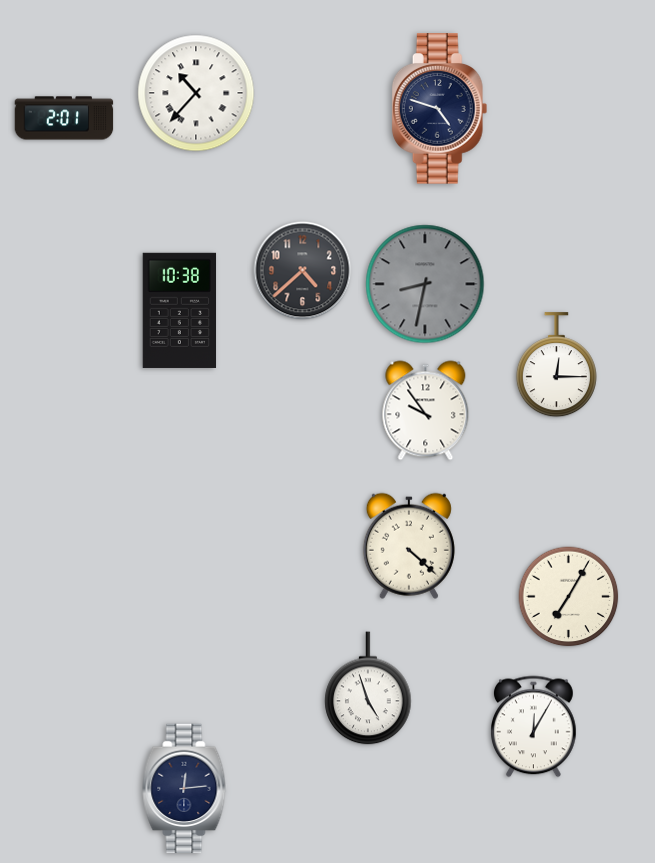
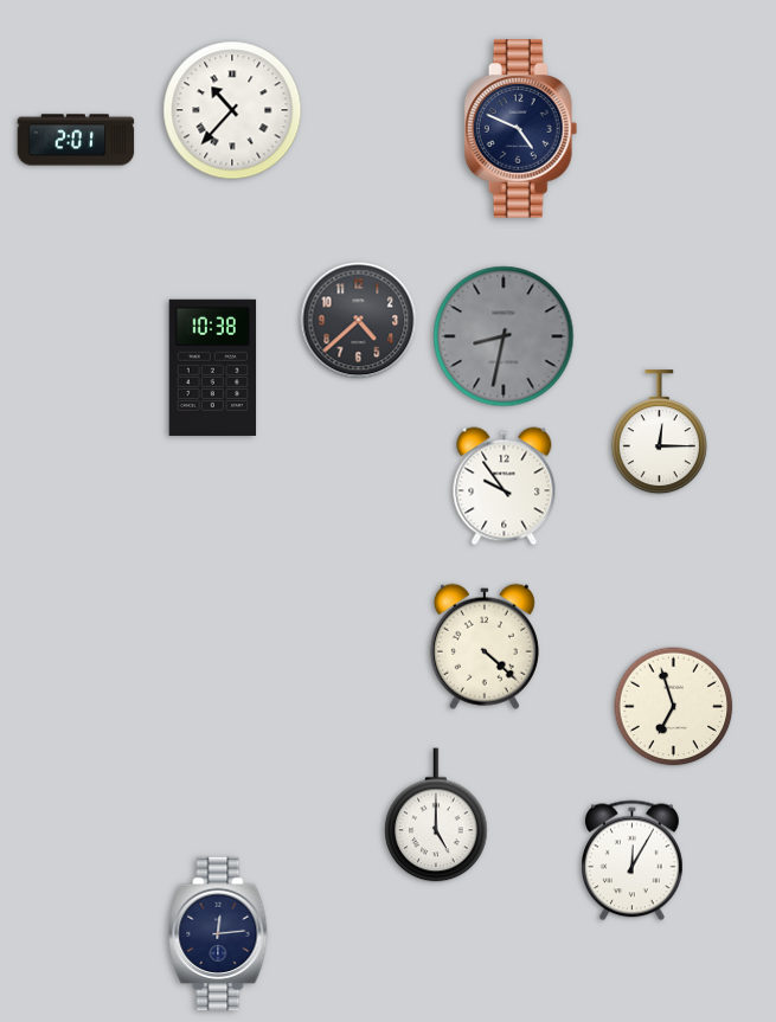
clock at (440, 109): 4:48 -> 4:49
clock at (569, 597): 7:05 -> 6:57
clock at (368, 688): 4:57 -> 5:00
